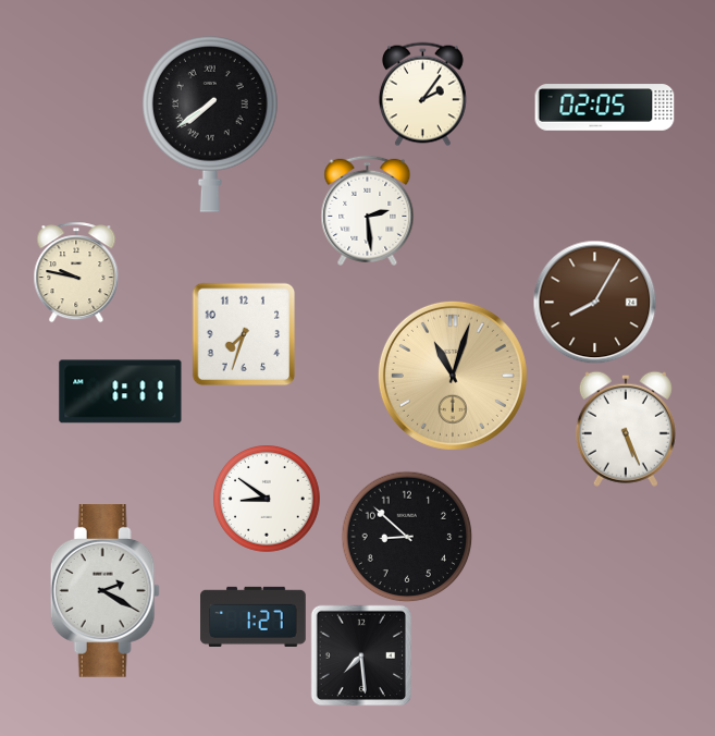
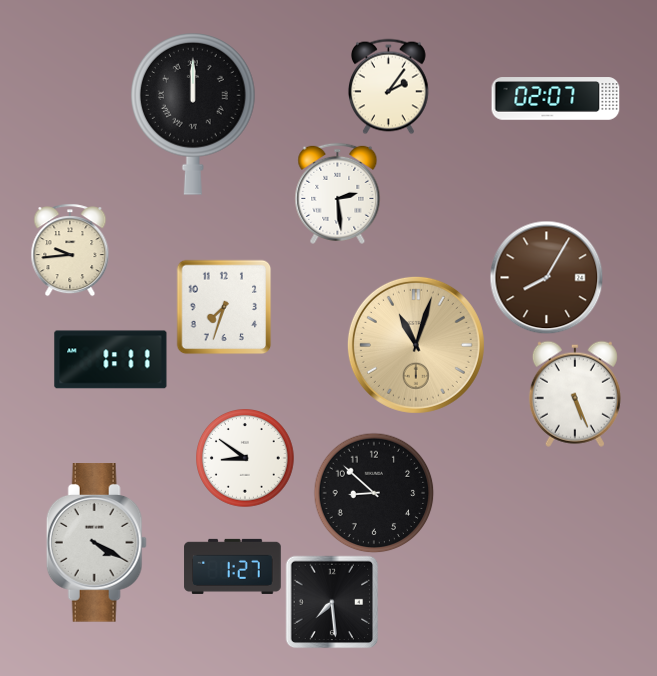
clock at (605, 108): 02:05 -> 02:07
clock at (211, 125): 7:39 -> 12:00
clock at (76, 272): 9:47 -> 9:44
clock at (104, 591): 2:20 -> 4:20
